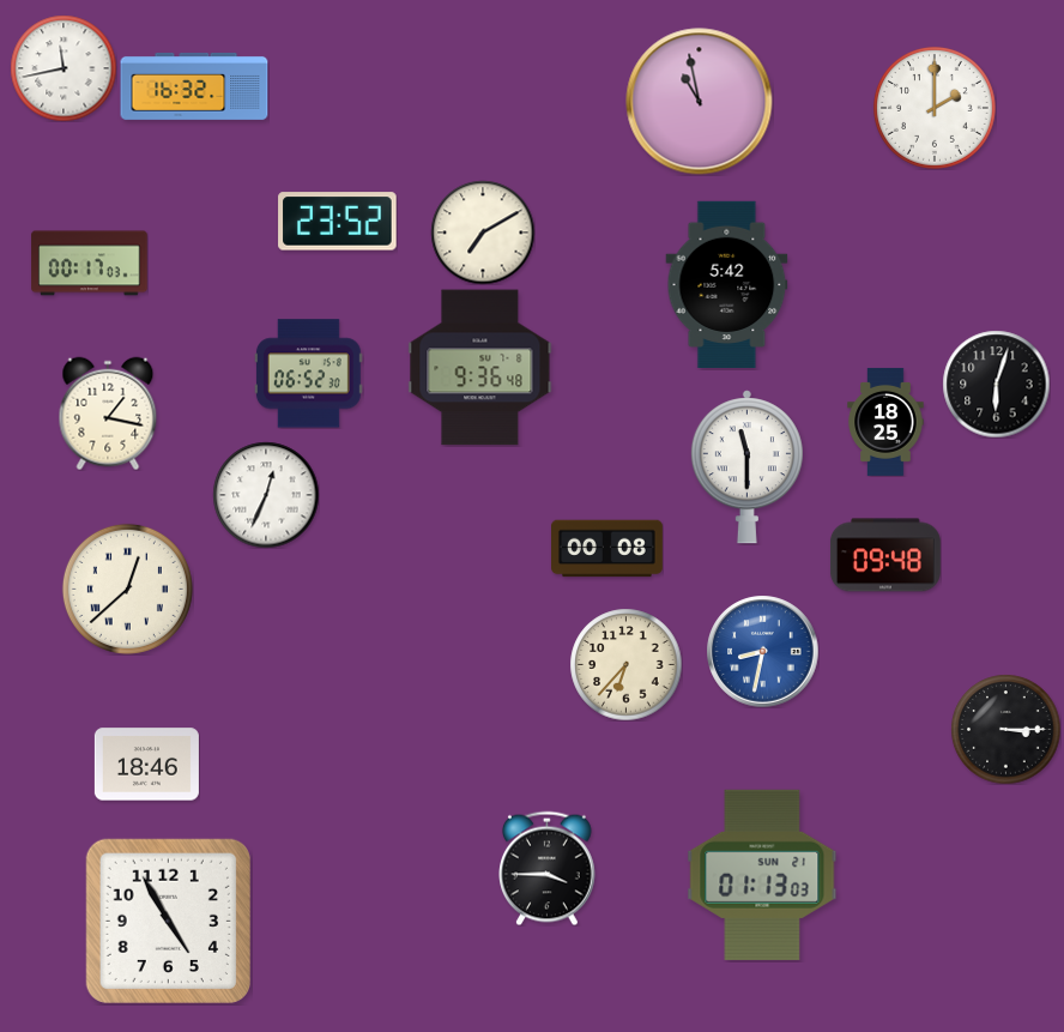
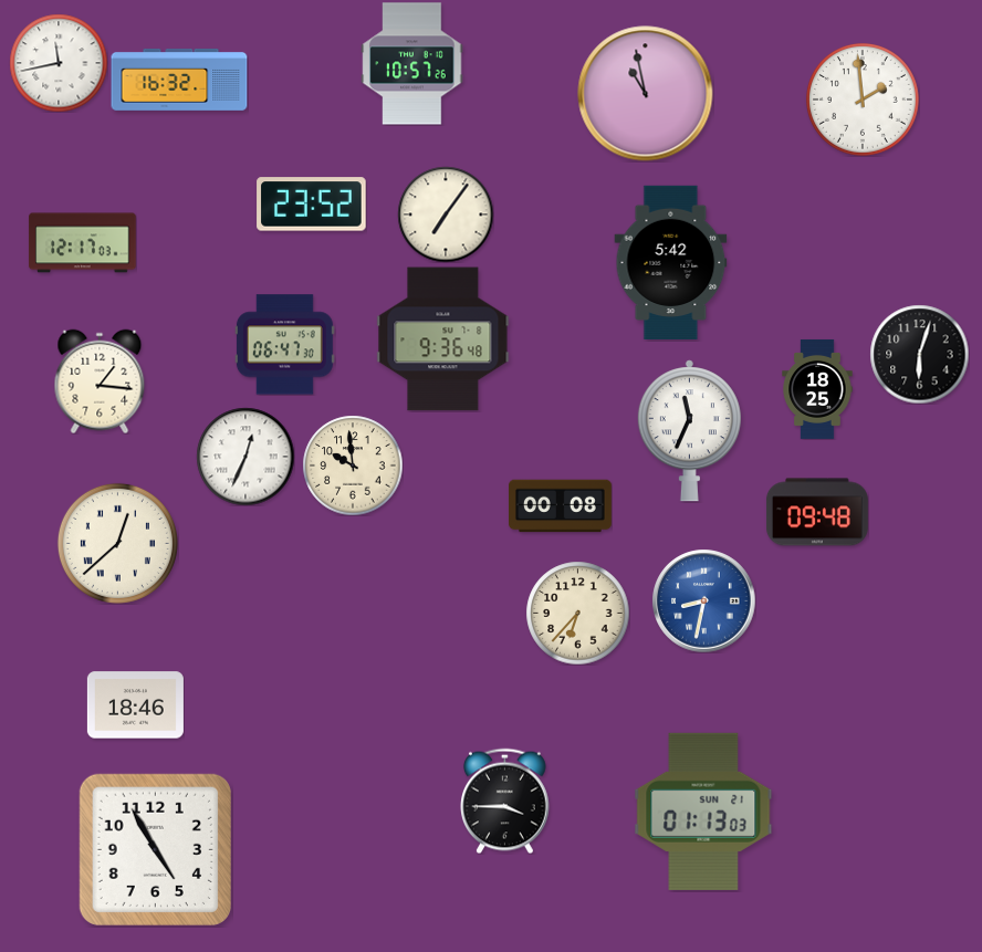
clock at (412, 64): none -> 10:57
clock at (935, 108): 2:00 -> 1:59
clock at (483, 233): 7:10 -> 7:06
clock at (90, 264): 00:17 -> 12:17
clock at (308, 374): 06:52 -> 06:47
clock at (108, 414): 1:17 -> 1:16
clock at (746, 467): 11:30 -> 11:34
clock at (353, 465): none -> 9:59
clock at (1005, 729): 3:15 -> none
clock at (762, 875) position: (762, 875) -> (703, 812)
